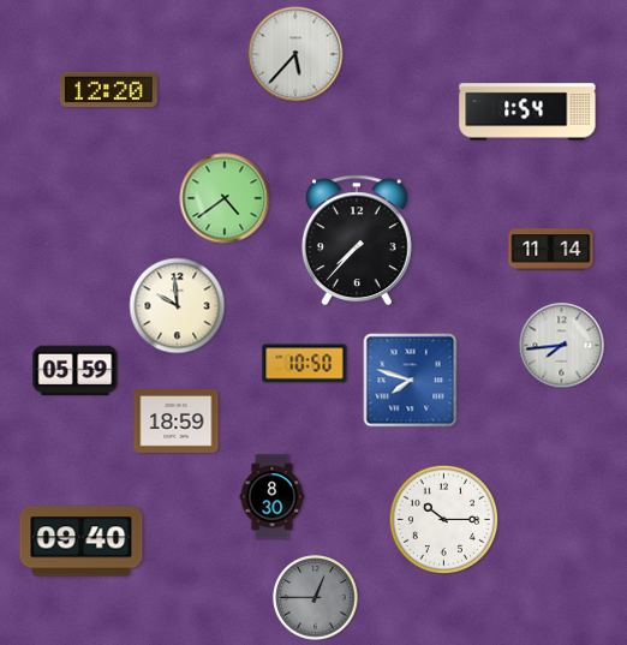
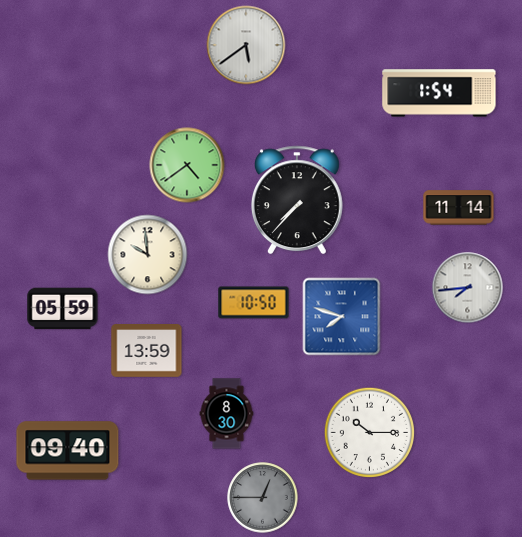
clock at (295, 54): 5:37 -> 5:39
clock at (109, 90): 12:20 -> none
clock at (177, 422): 18:59 -> 13:59
